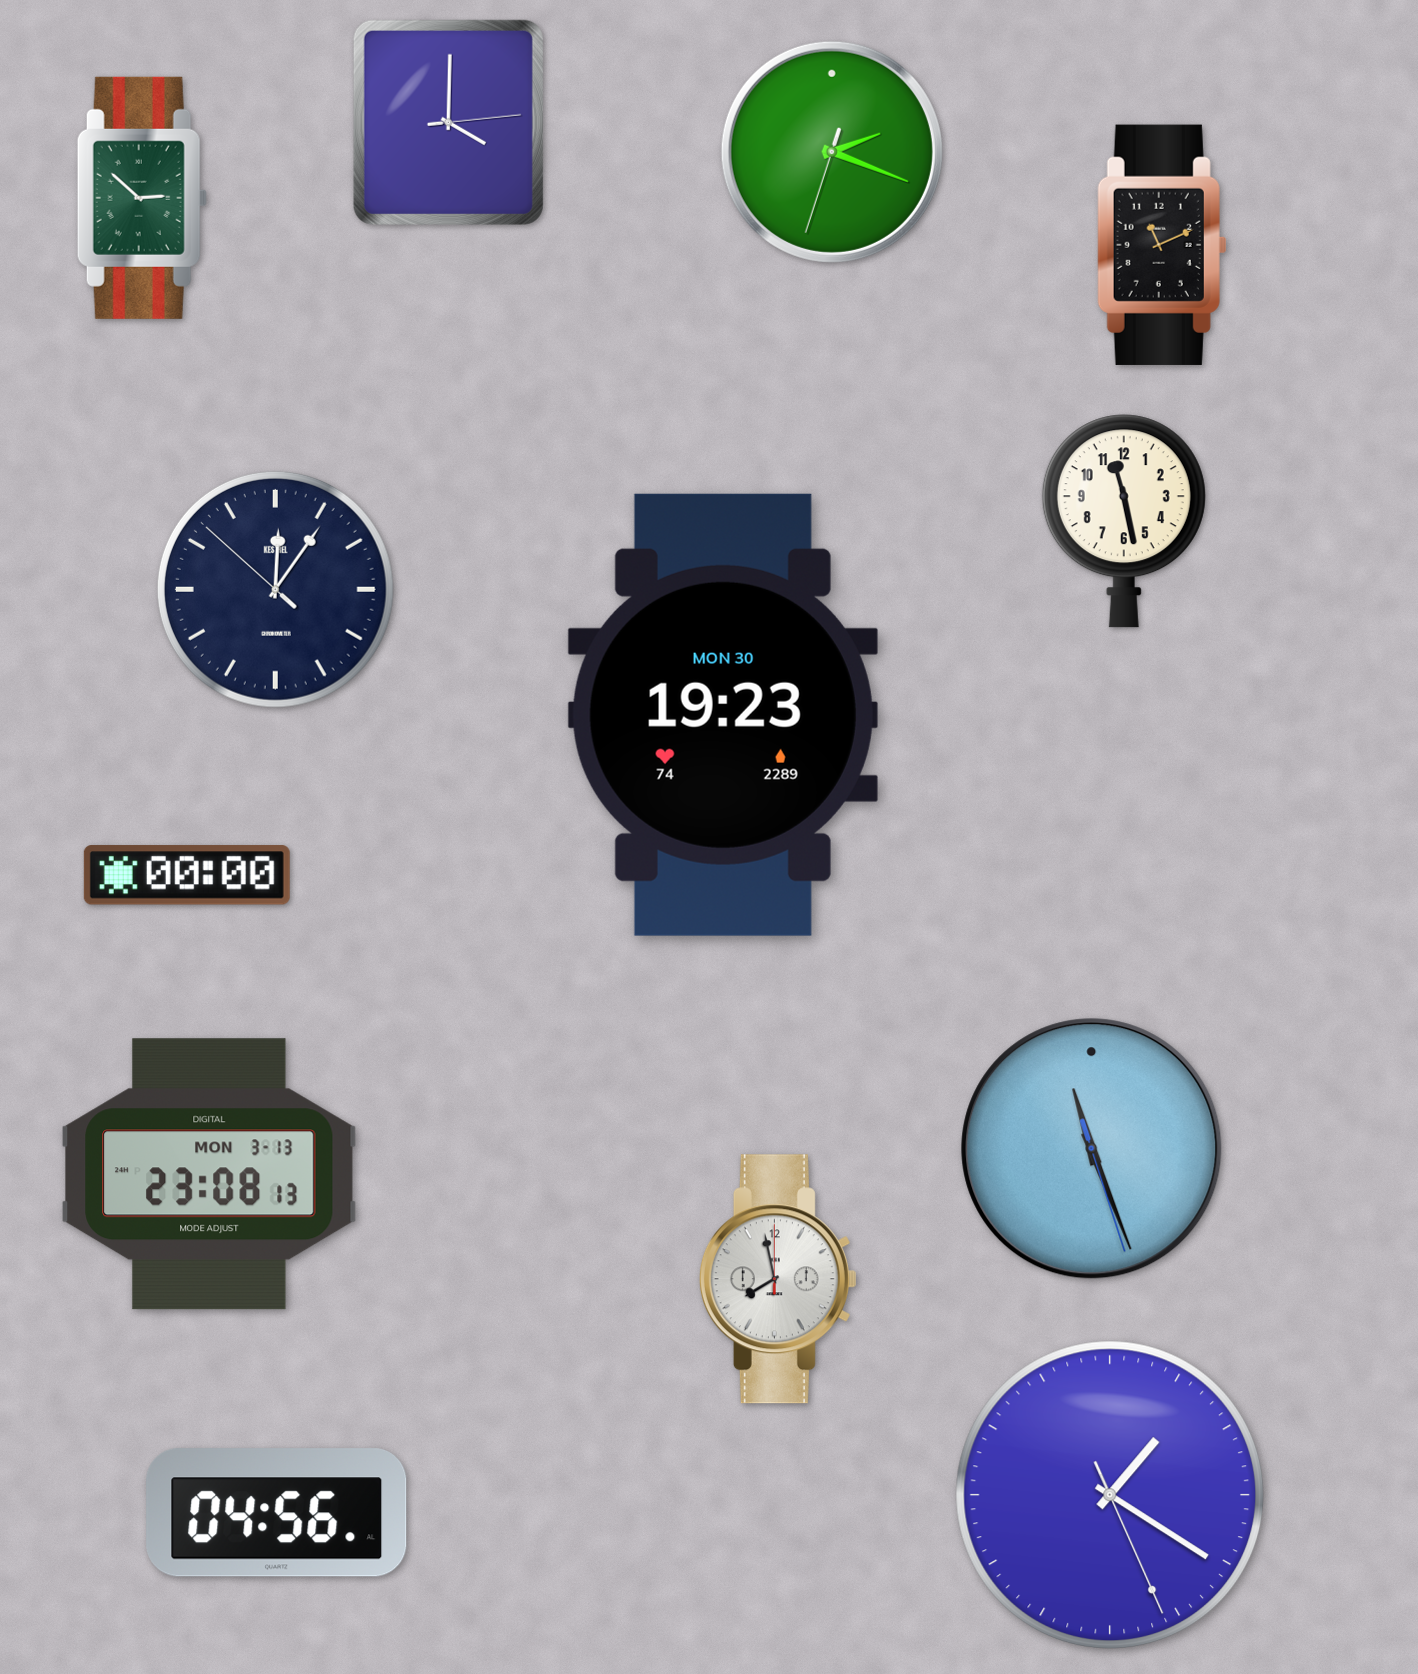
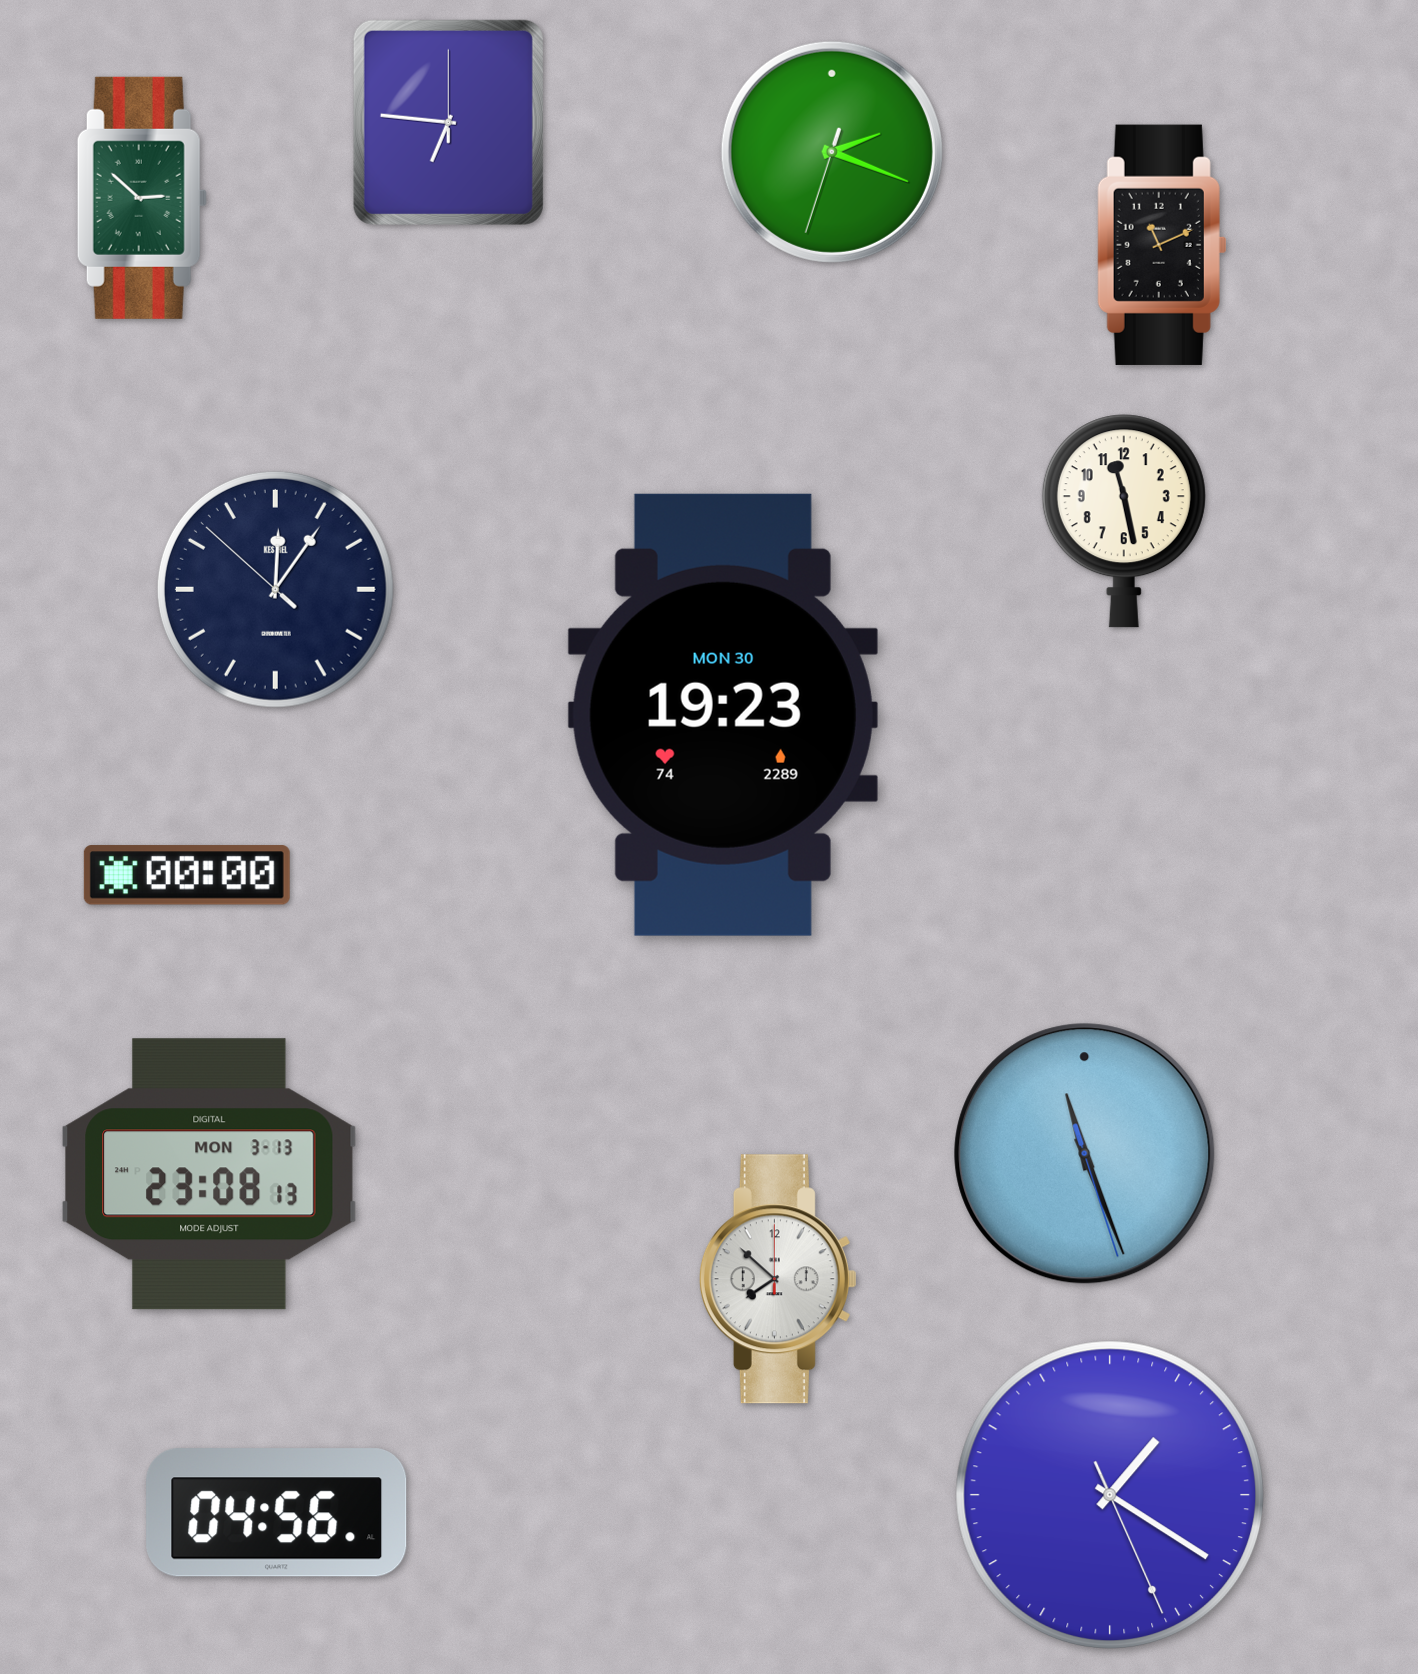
clock at (448, 122): 4:00 -> 6:46
clock at (1092, 1149) position: (1092, 1149) -> (1085, 1154)
clock at (778, 1279): 7:58 -> 7:52
